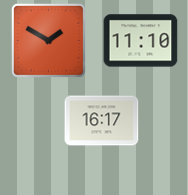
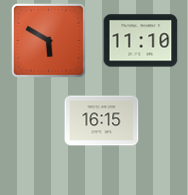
clock at (48, 40): 1:50 -> 5:50
clock at (102, 121): 16:17 -> 16:15
